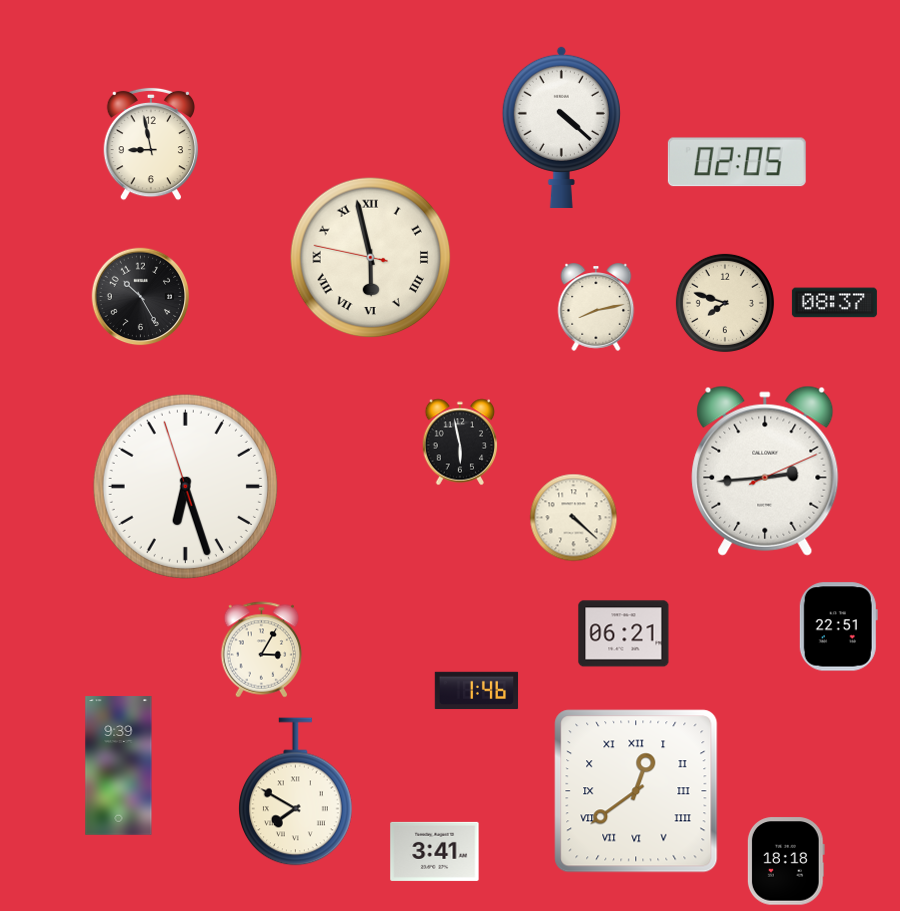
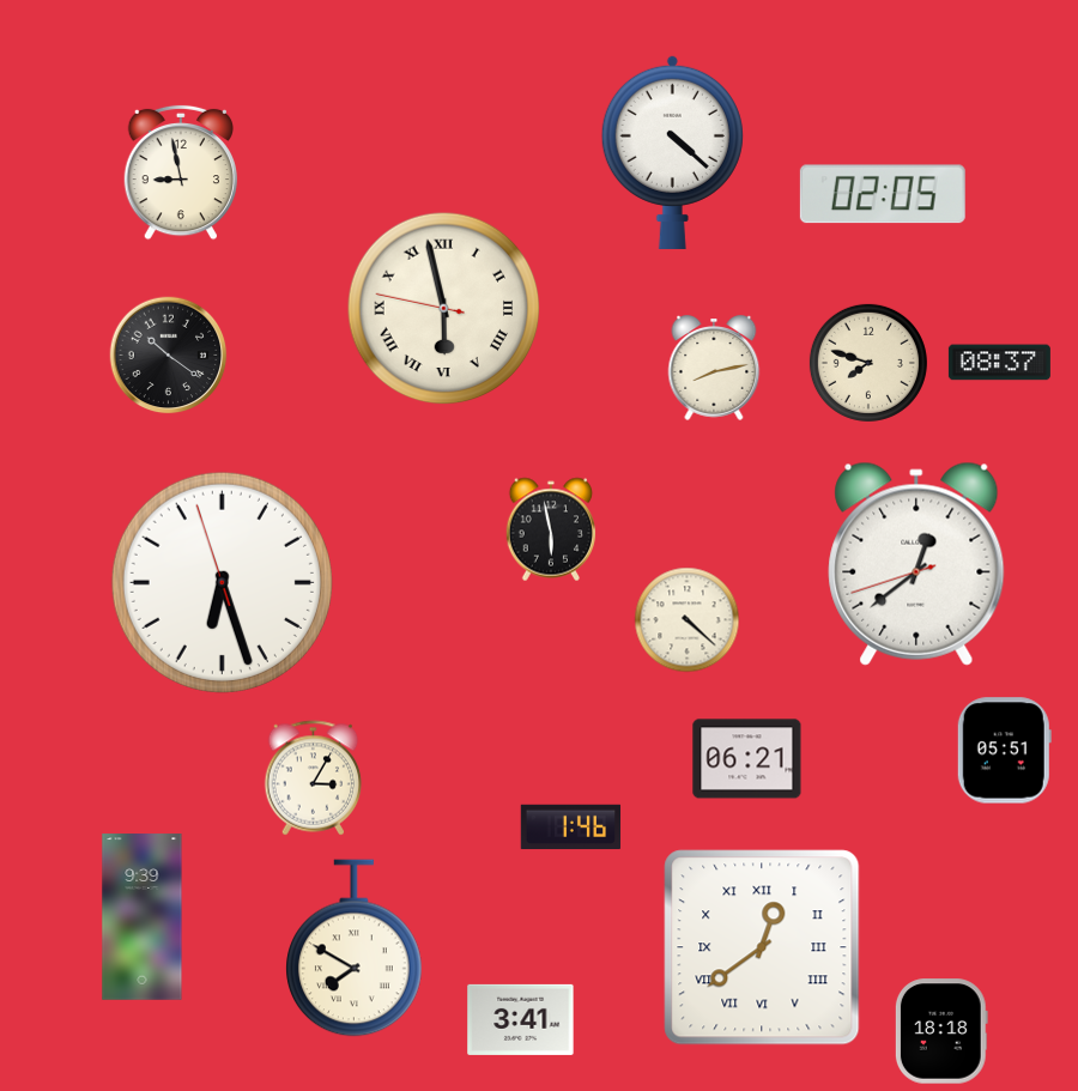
clock at (141, 297): 10:25 -> 10:21
clock at (765, 471): 2:44 -> 12:38
clock at (838, 627): 22:51 -> 05:51
